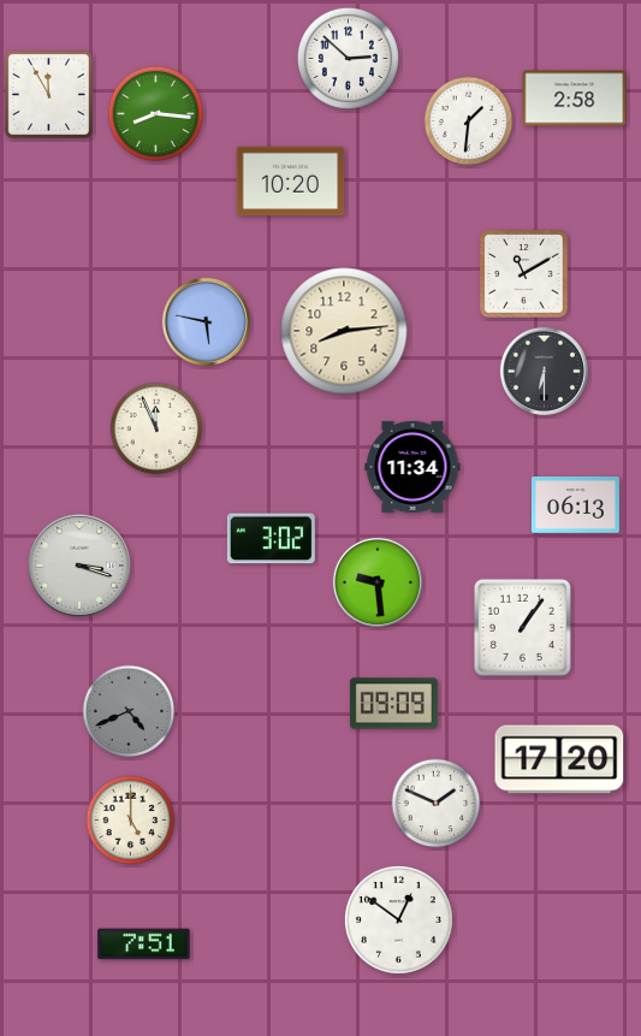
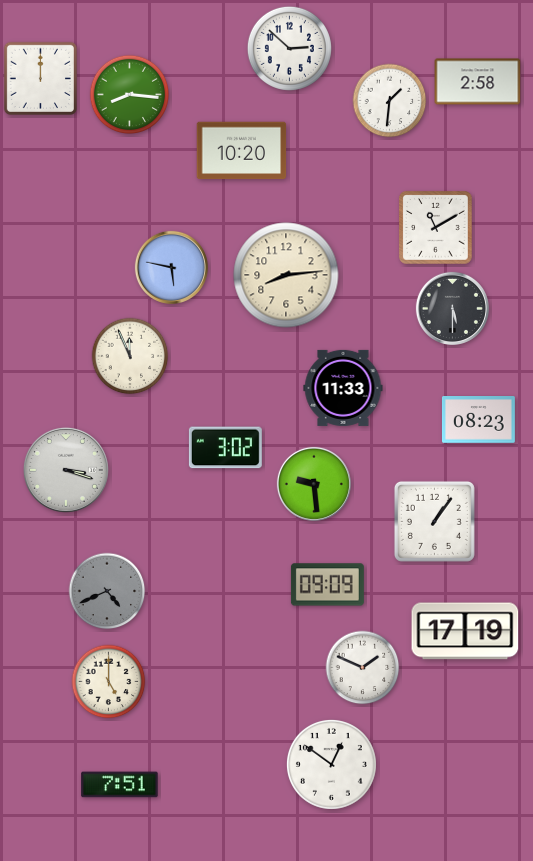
clock at (48, 94): 11:55 -> 12:00
clock at (544, 371): 6:30 -> 5:30
clock at (413, 467): 11:34 -> 11:33
clock at (575, 505): 06:13 -> 08:23
clock at (559, 759): 17:20 -> 17:19
